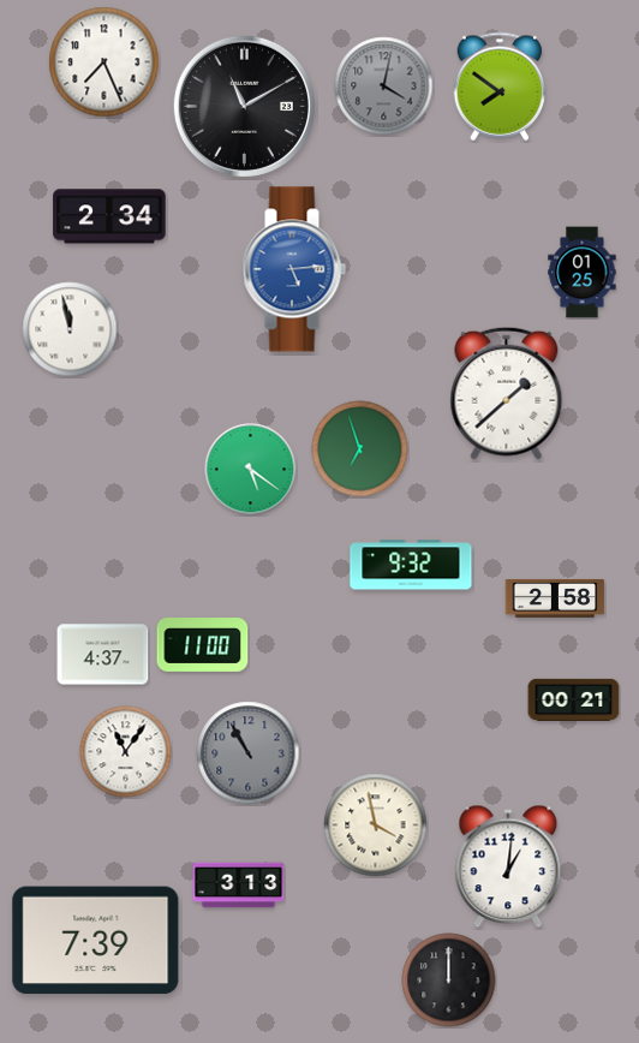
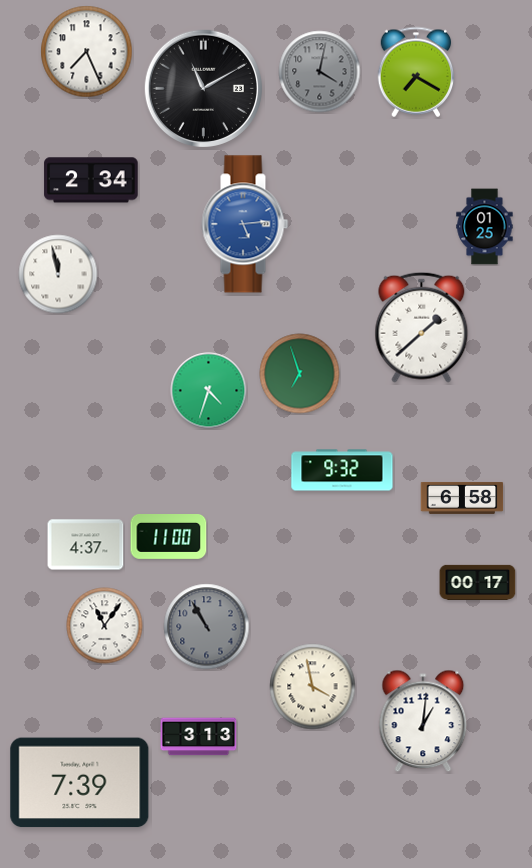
clock at (500, 87): 7:51 -> 7:20
clock at (251, 470): 5:21 -> 4:33
clock at (555, 598): 2:58 -> 6:58
clock at (574, 699): 00:21 -> 00:17
clock at (449, 981): 12:00 -> none
